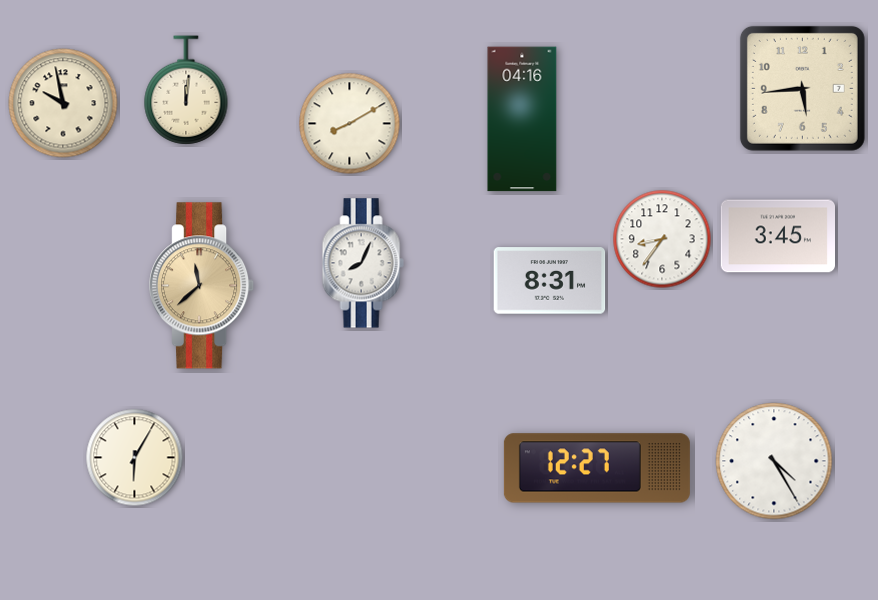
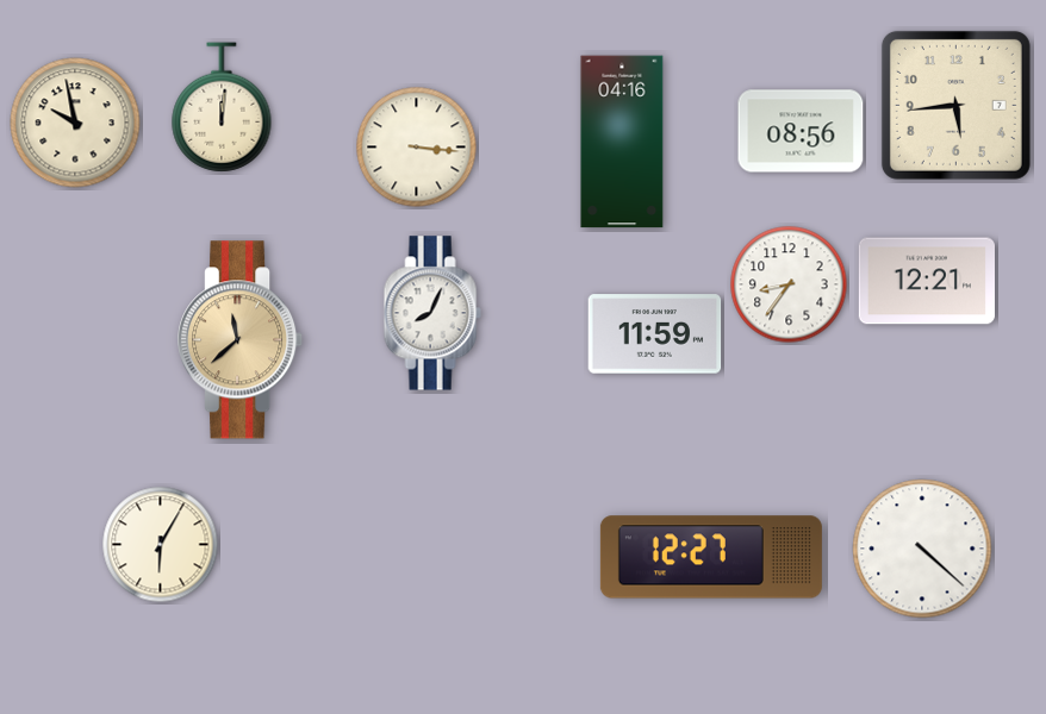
clock at (801, 131): none -> 08:56
clock at (350, 124): 8:10 -> 3:16
clock at (777, 236): 3:45 -> 12:21
clock at (550, 281): 8:31 -> 11:59
clock at (774, 461): 4:25 -> 4:22
